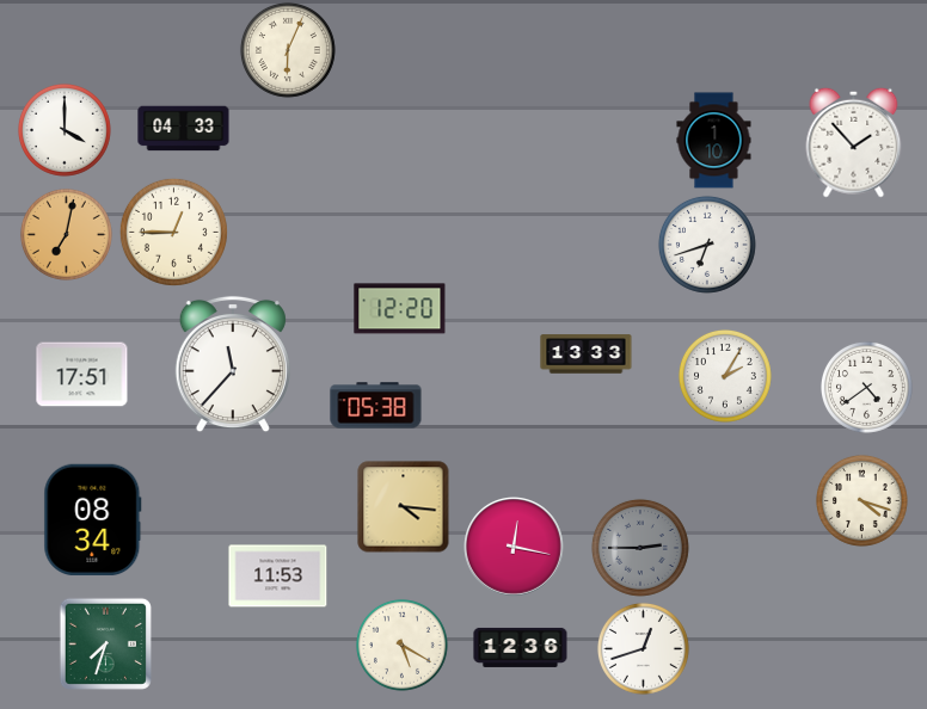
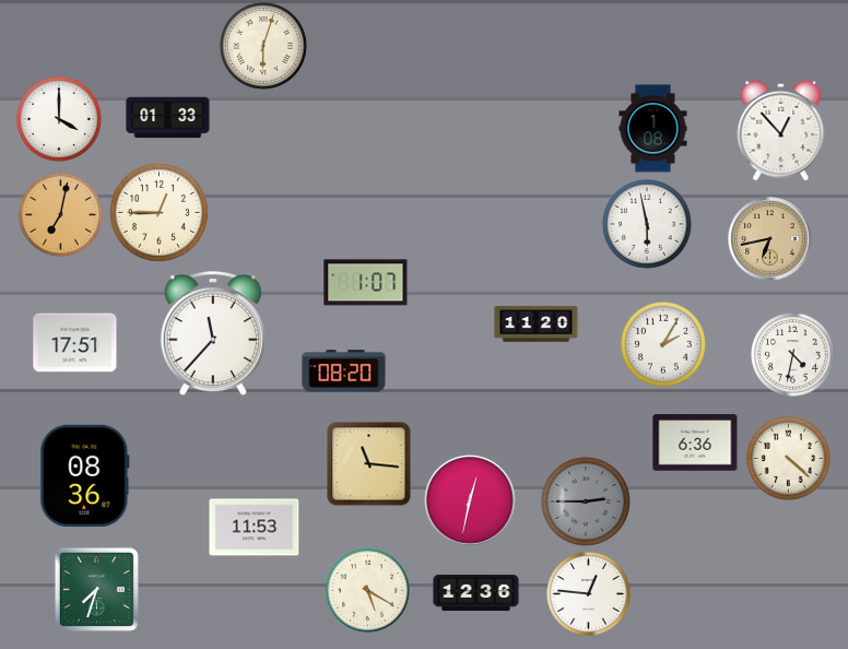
clock at (288, 50): 6:04 -> 6:03
clock at (184, 129): 04:33 -> 01:33
clock at (714, 141): 1:10 -> 1:08
clock at (854, 142): 1:53 -> 12:53
clock at (707, 245): 6:42 -> 5:58
clock at (770, 239): none -> 6:43
clock at (400, 309): 12:20 -> 1:07
clock at (587, 354): 13:33 -> 11:20
clock at (866, 387): 4:39 -> 4:32
clock at (376, 406): 05:38 -> 08:20
clock at (695, 442): none -> 6:36
clock at (861, 500): 4:18 -> 4:22
clock at (404, 507): 4:16 -> 11:16
clock at (93, 520): 08:34 -> 08:36
clock at (515, 548): 12:17 -> 12:32
clock at (643, 648): 12:42 -> 12:46
